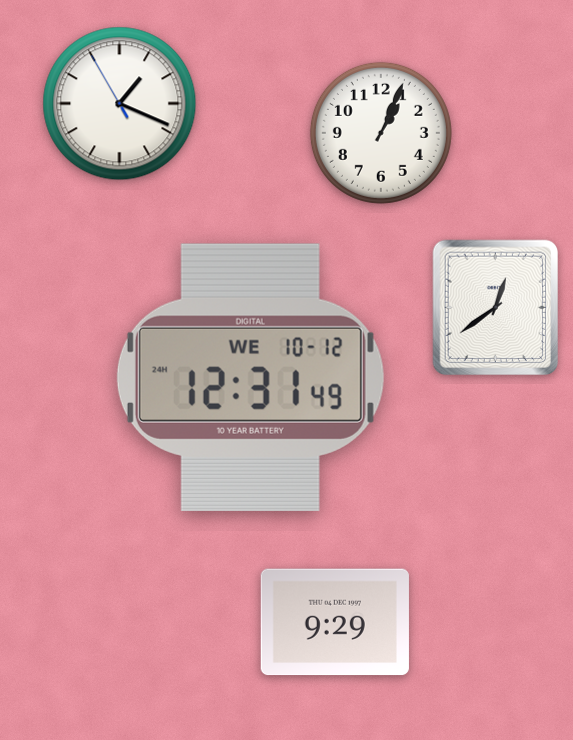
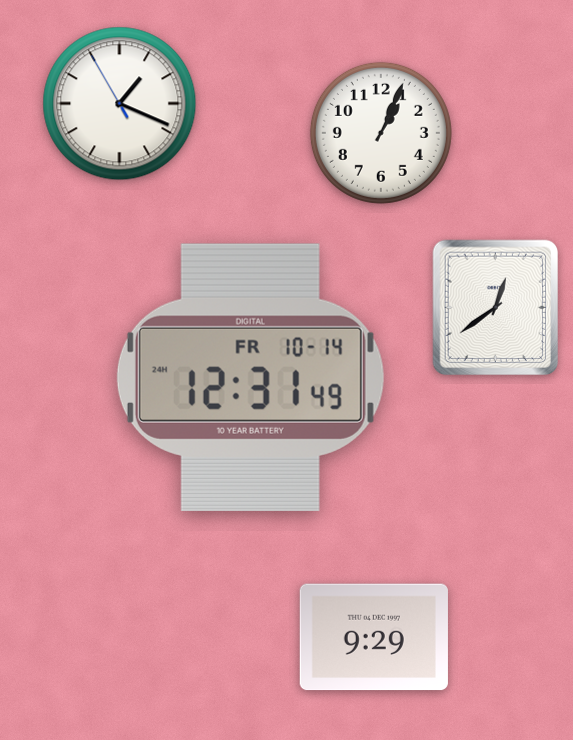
clock at (250, 377) date: WE 10-12 -> FR 10-14
clock at (335, 622) position: (335, 622) -> (374, 637)
